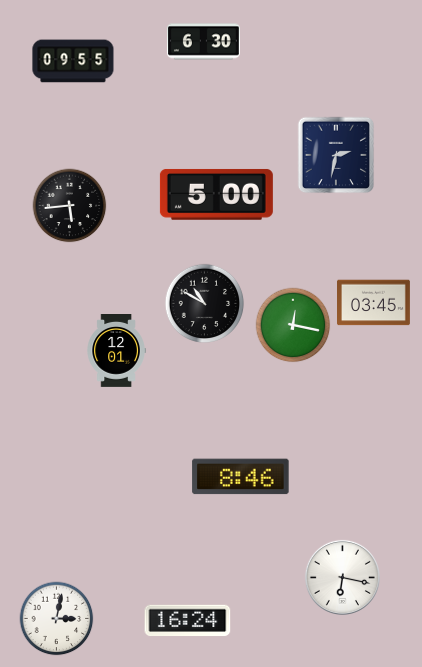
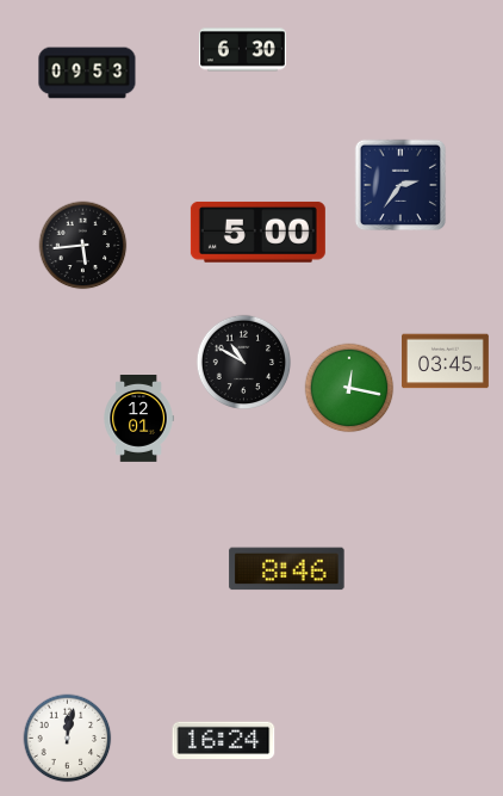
clock at (73, 61): 09:55 -> 09:53
clock at (336, 155): 2:32 -> 2:36
clock at (342, 577): 6:17 -> none
clock at (57, 619): 3:02 -> 12:02
